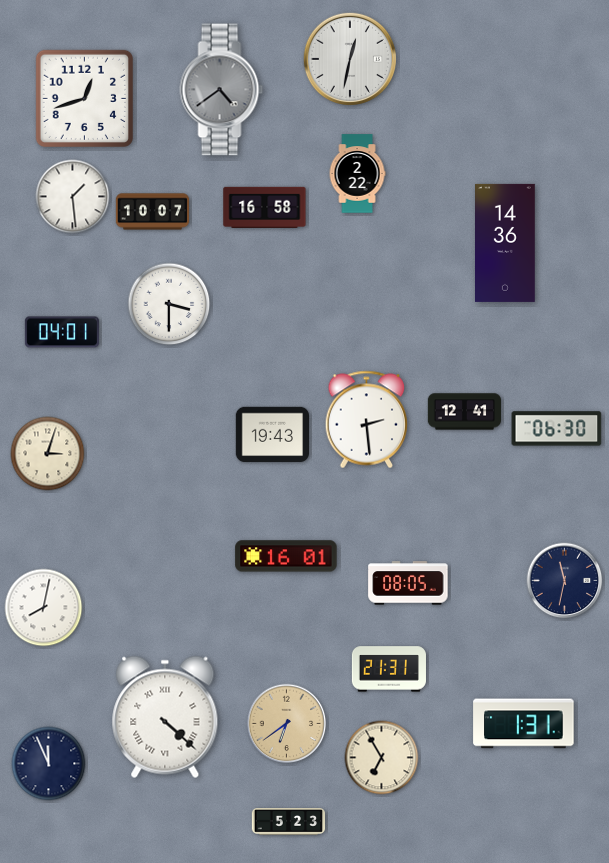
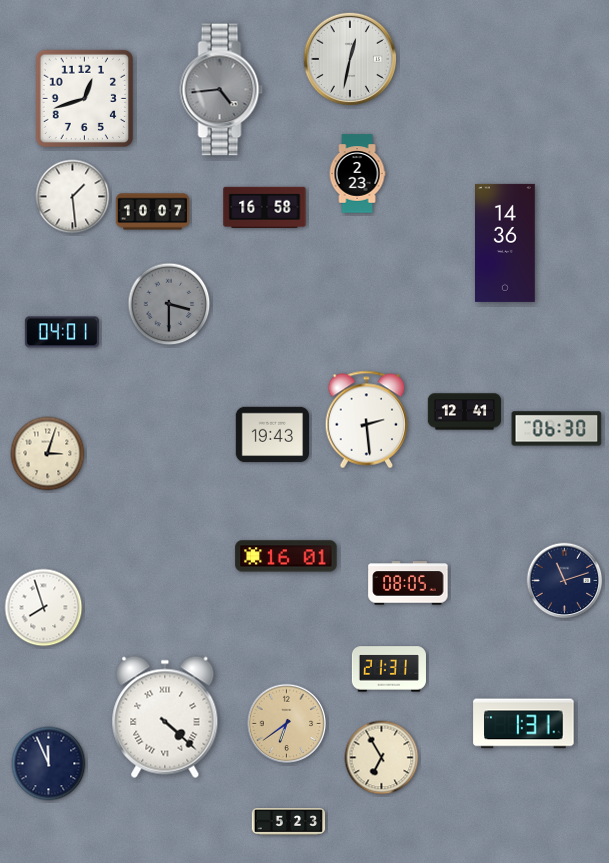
clock at (222, 90): 4:39 -> 4:44
clock at (357, 174): 2:22 -> 2:23
clock at (169, 304) dial: white -> grey
clock at (565, 581): 11:32 -> 11:12
clock at (44, 608): 8:02 -> 7:57
